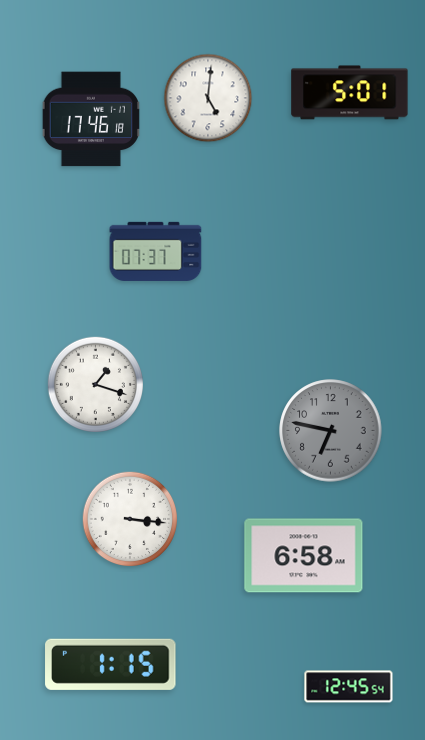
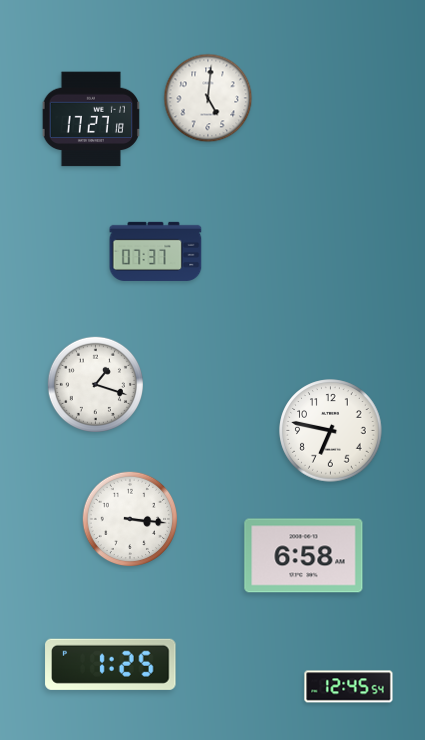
clock at (350, 93): 5:01 -> none
clock at (91, 119): 17:46 -> 17:27
clock at (331, 431) dial: grey -> white
clock at (111, 664): 1:15 -> 1:25
